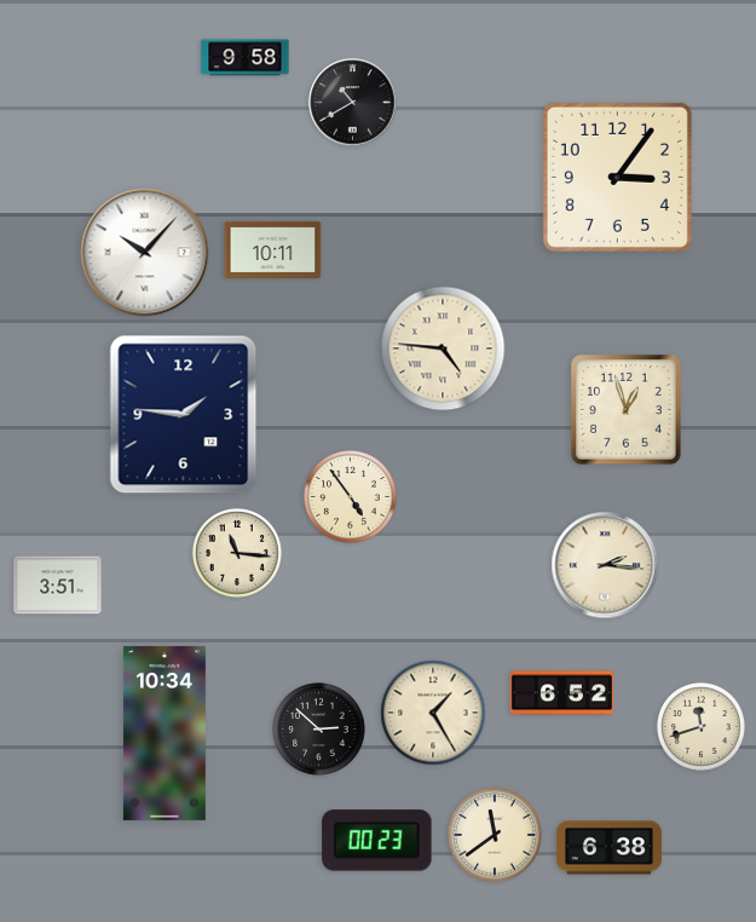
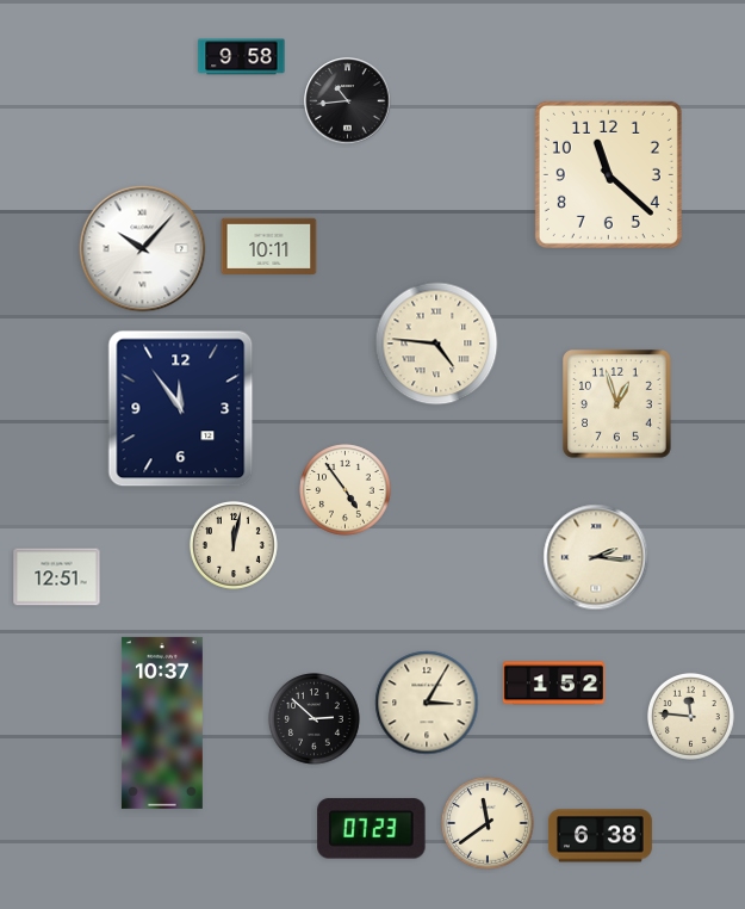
clock at (353, 103): 10:40 -> 10:44
clock at (617, 177): 3:06 -> 11:22
clock at (184, 415): 1:46 -> 11:54
clock at (237, 553): 11:16 -> 12:02
clock at (58, 586): 3:51 -> 12:51
clock at (561, 693): 6:52 -> 1:52
clock at (433, 713): 1:25 -> 3:05
clock at (700, 726): 11:42 -> 11:46
clock at (165, 733): 10:34 -> 10:37
clock at (377, 841): 00:23 -> 07:23
